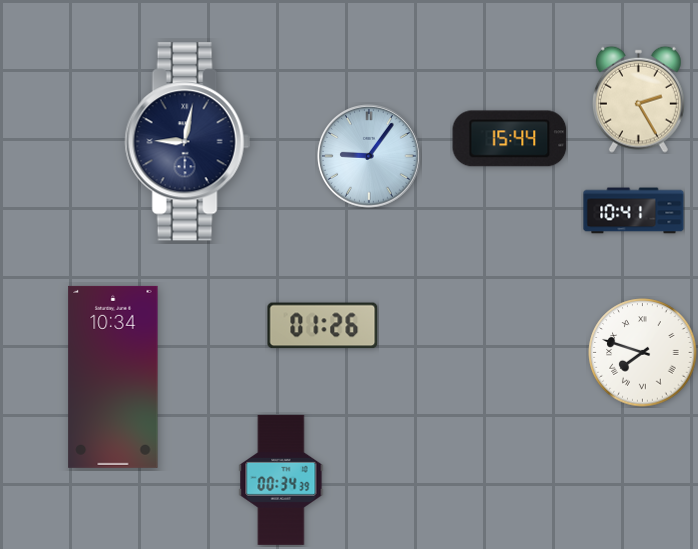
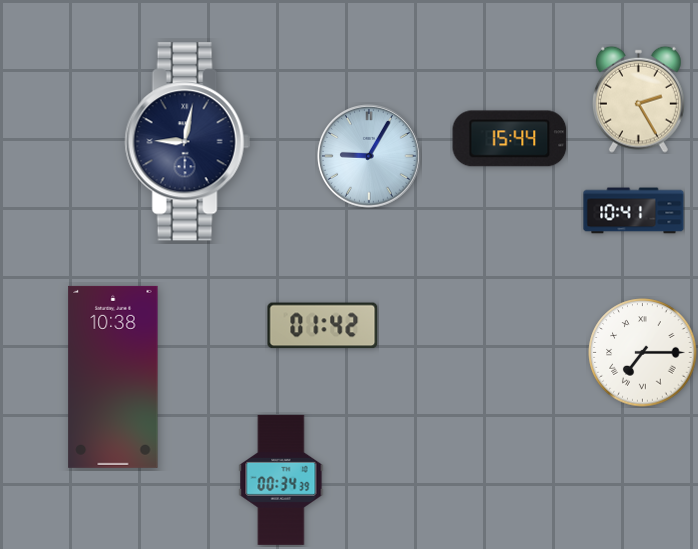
clock at (369, 156): 9:06 -> 9:05
clock at (323, 326): 01:26 -> 01:42
clock at (643, 353): 7:48 -> 7:15
clock at (113, 377): 10:34 -> 10:38
